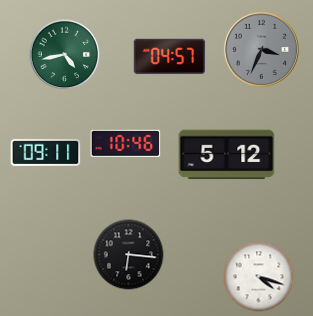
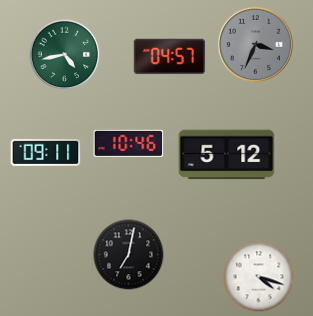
clock at (261, 49) position: (261, 49) -> (255, 44)
clock at (126, 143) position: (126, 143) -> (129, 143)
clock at (129, 255): 6:16 -> 7:02
